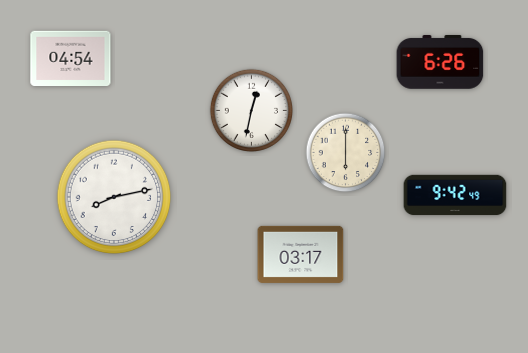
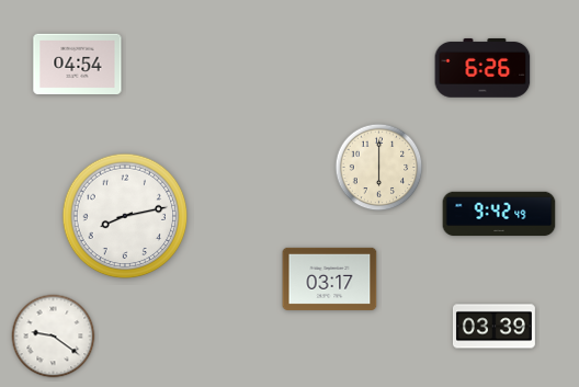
clock at (251, 110): 12:32 -> none
clock at (493, 327): none -> 03:39
clock at (54, 337): none -> 9:21
